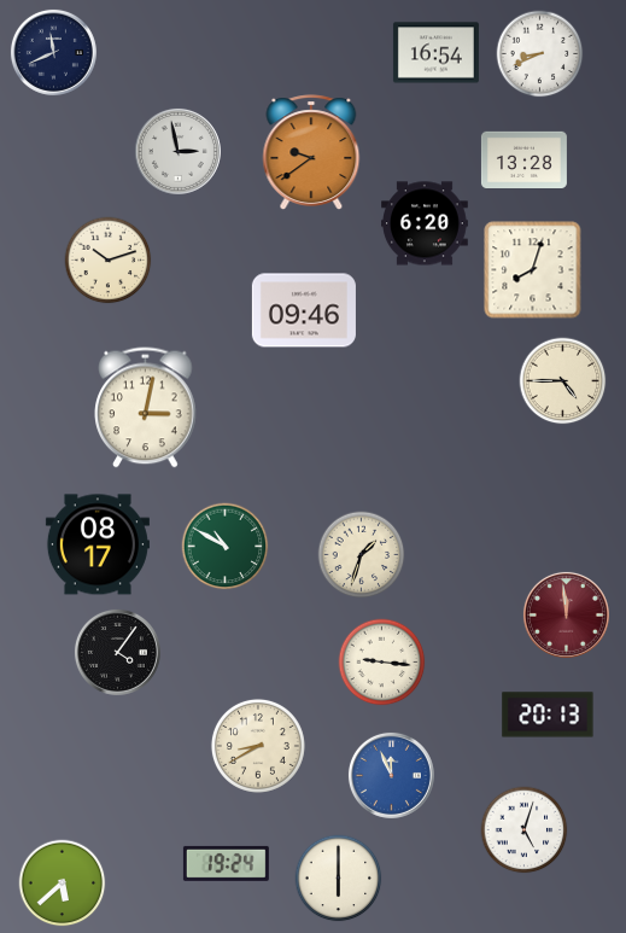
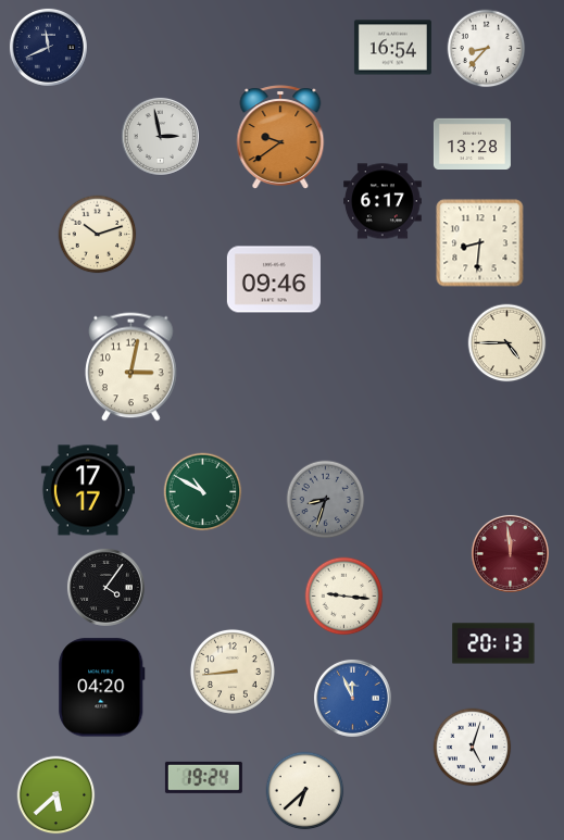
clock at (540, 54): 8:41 -> 8:37
clock at (426, 223): 6:20 -> 6:17
clock at (533, 270): 8:03 -> 8:31
clock at (98, 544): 08:17 -> 17:17
clock at (362, 555): 1:33 -> 8:33
clock at (362, 555) dial: cream -> grey
clock at (258, 746): 8:40 -> 8:44
clock at (102, 688): none -> 04:20
clock at (339, 879): 6:00 -> 6:38
